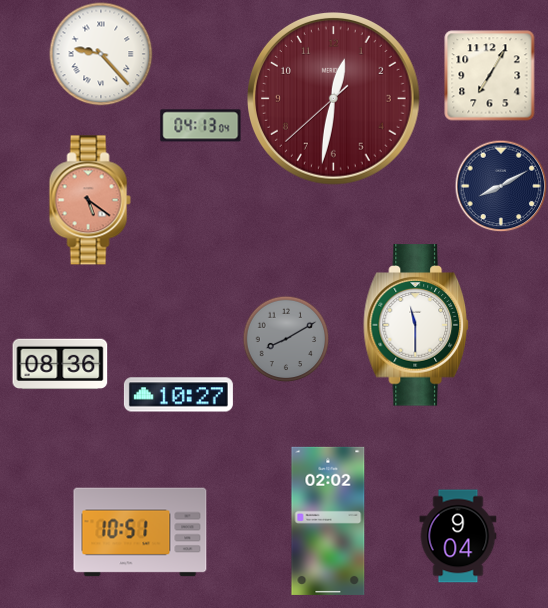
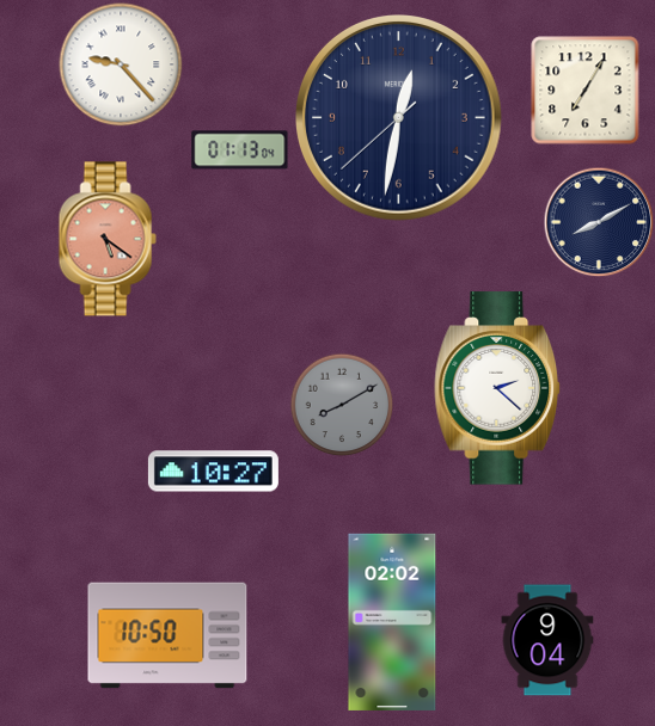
clock at (334, 99) dial: burgundy -> navy
clock at (201, 126): 04:13 -> 01:13
clock at (417, 325): 11:30 -> 2:22
clock at (60, 364): 08:36 -> none
clock at (140, 532): 10:51 -> 10:50
